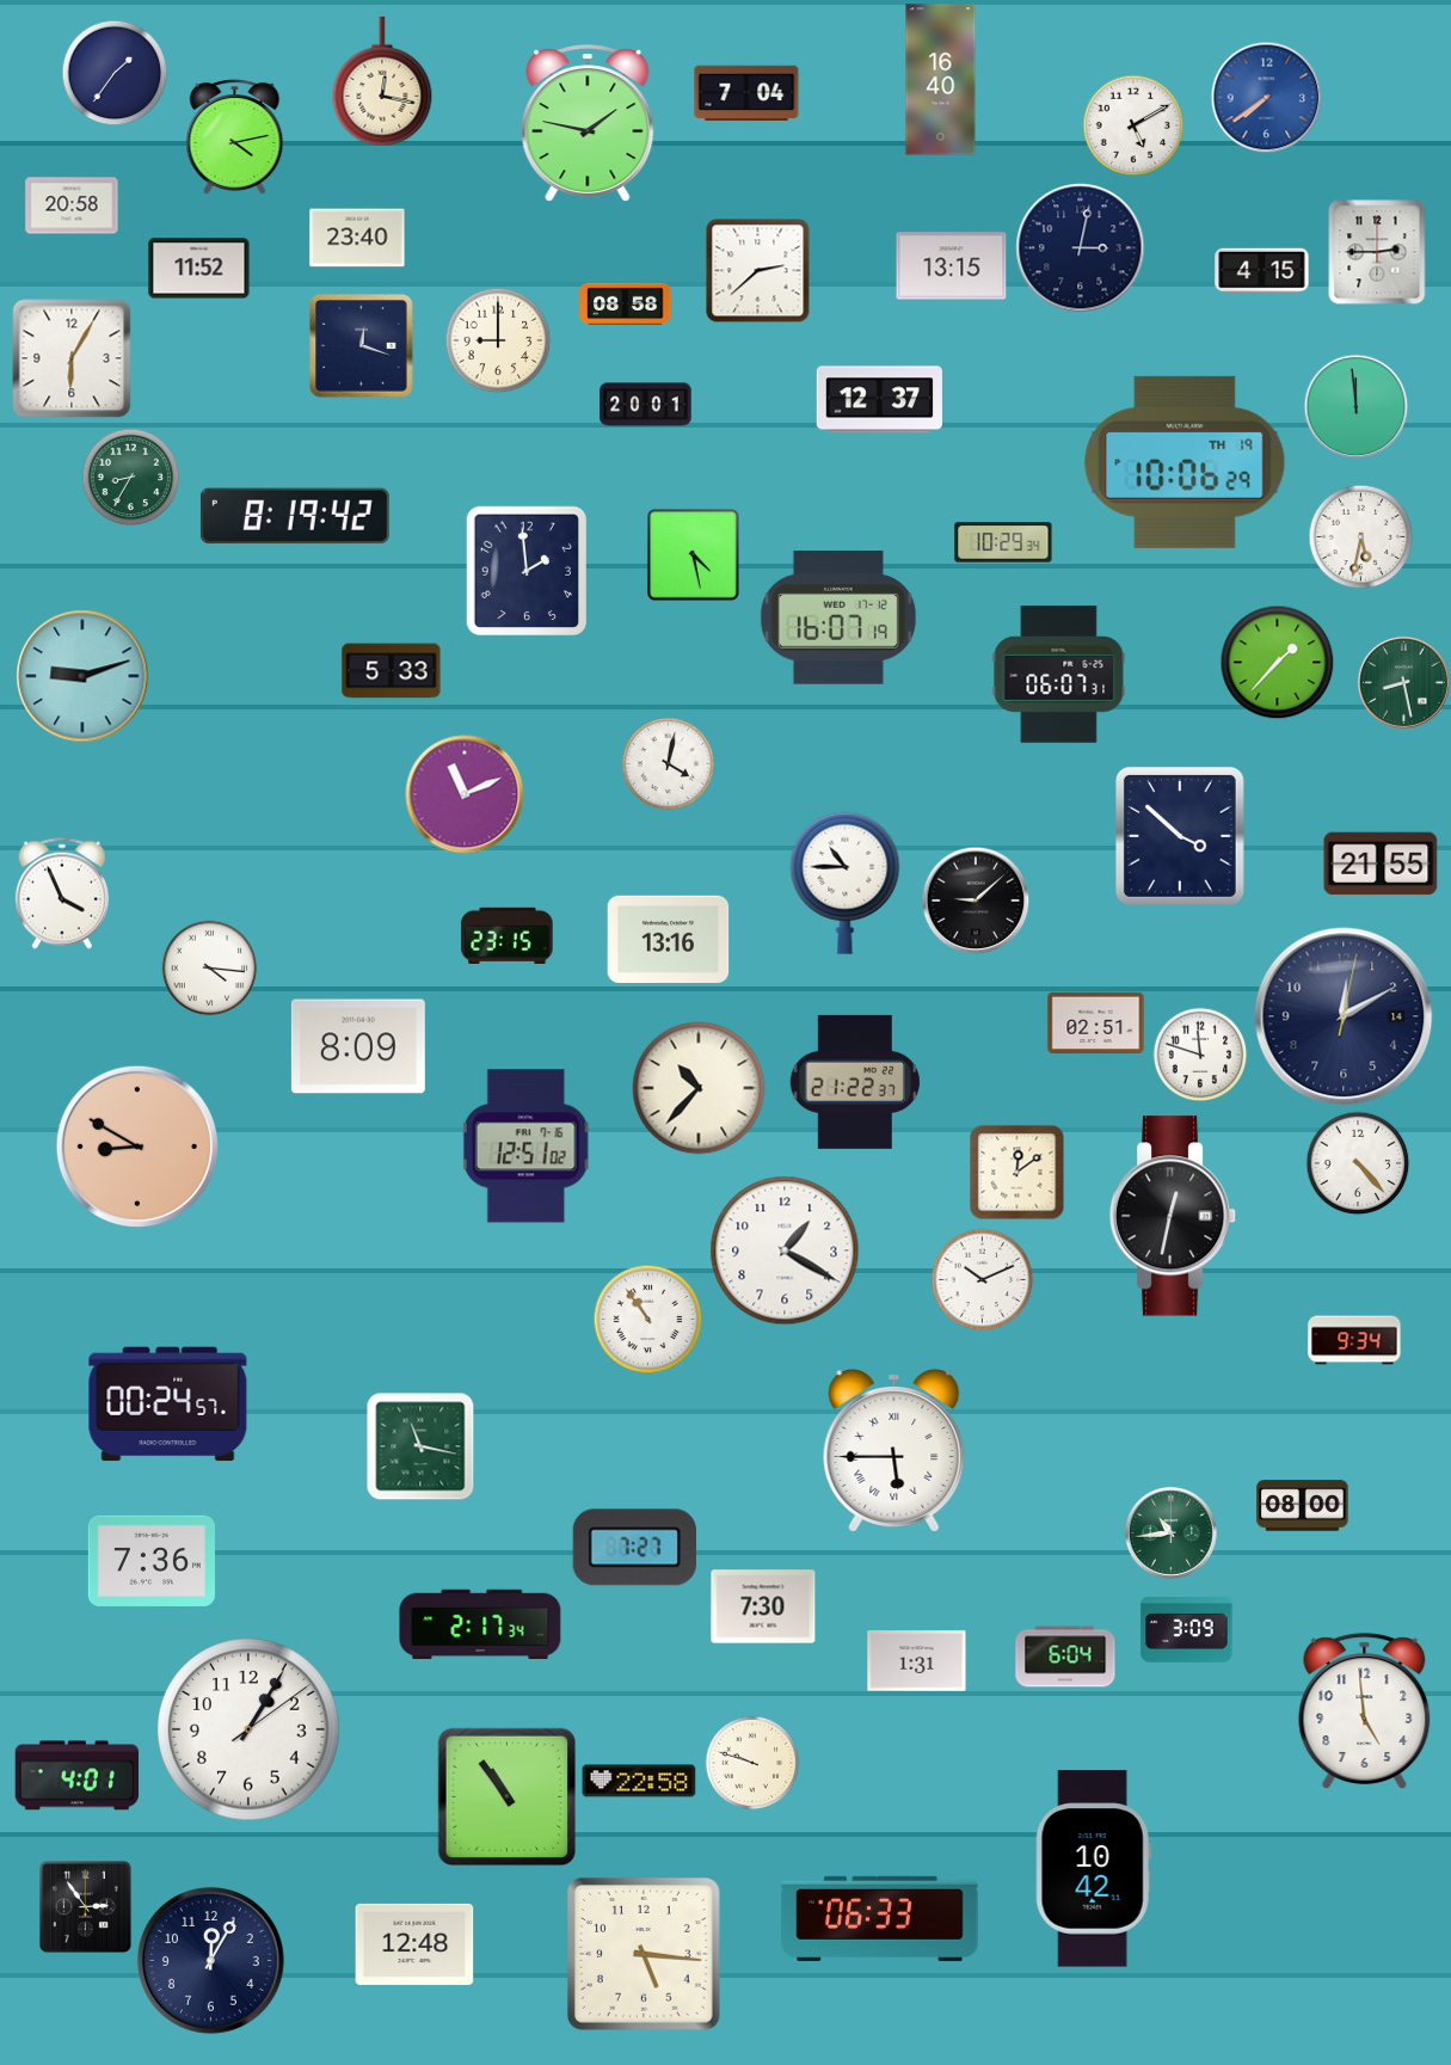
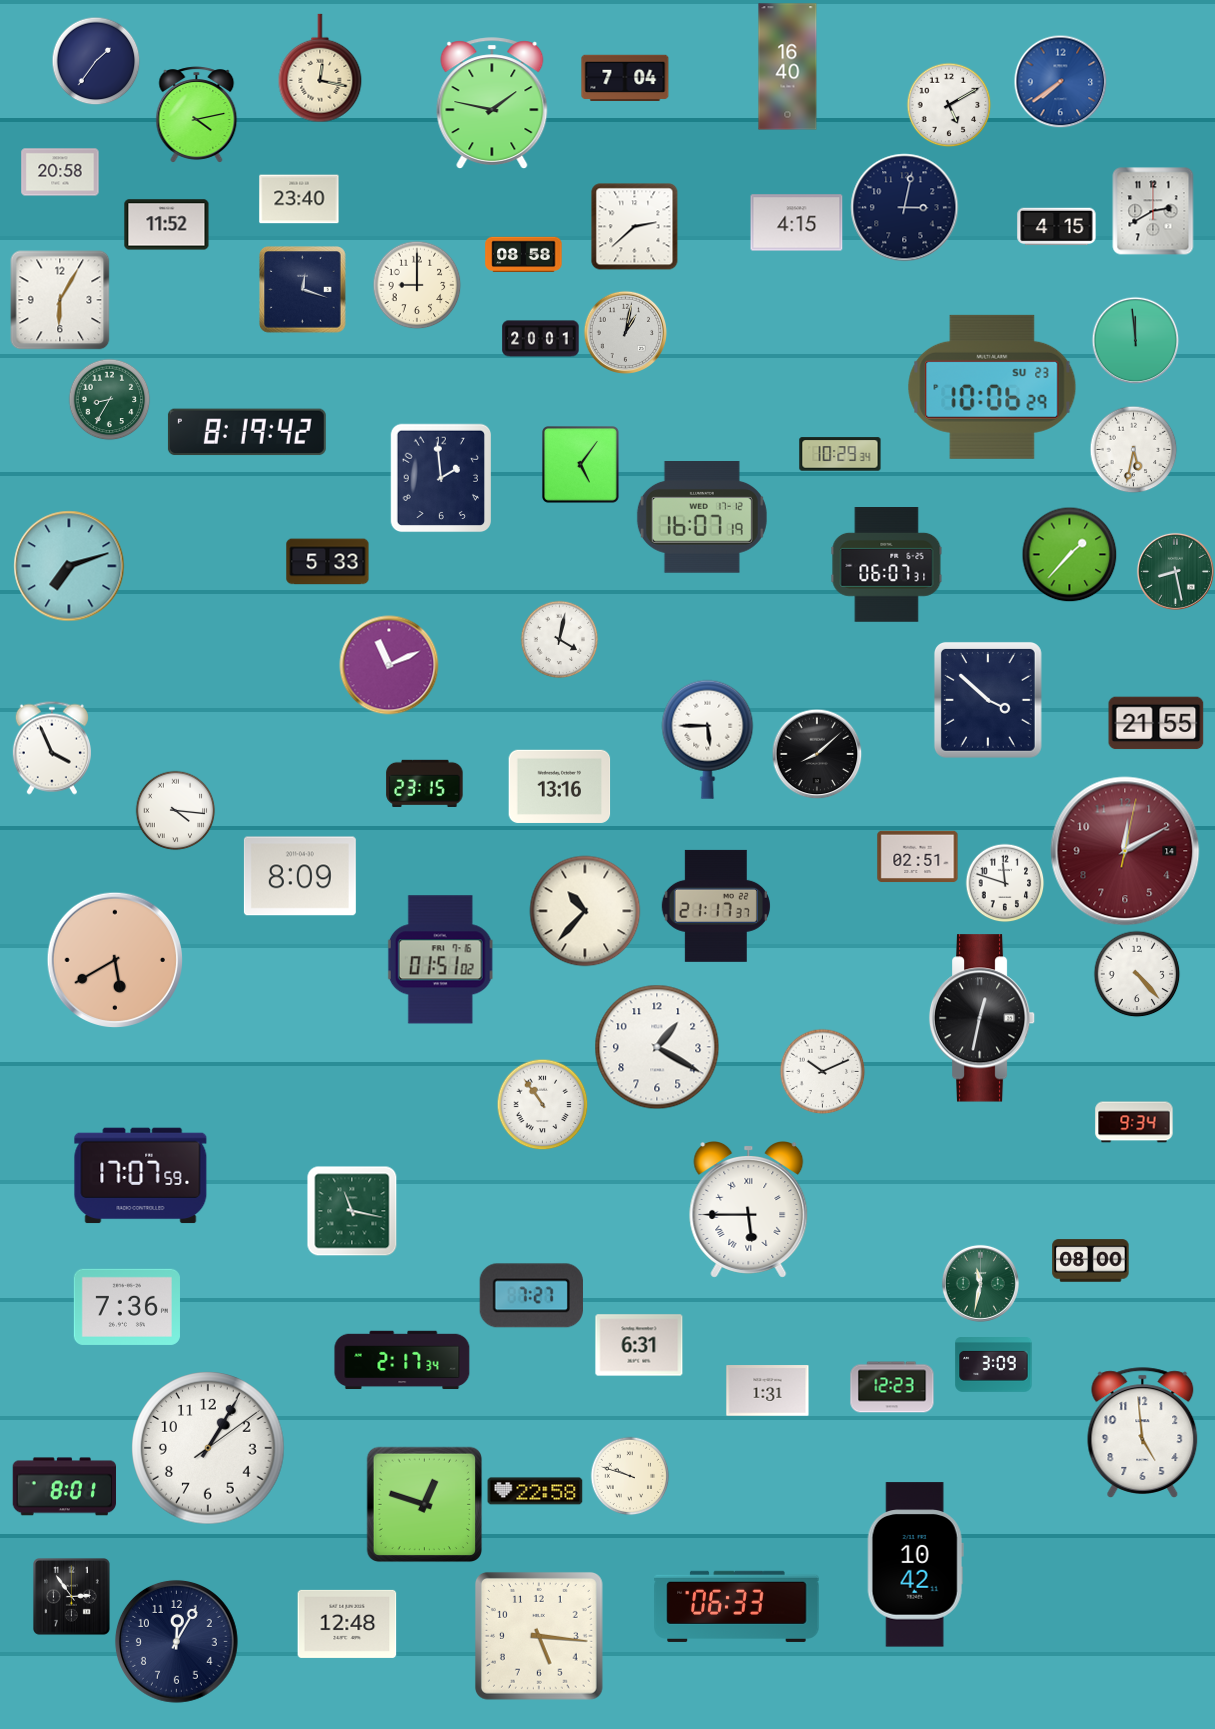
clock at (1377, 252): 2:45 -> 2:40
clock at (952, 266): 13:15 -> 4:15
clock at (625, 332): none -> 1:02
clock at (879, 400): 12:37 -> none
clock at (1185, 462) date: TH 19 -> SU 23
clock at (1360, 536) position: (1360, 536) -> (1133, 449)
clock at (694, 555): 4:28 -> 5:06
clock at (82, 676): 9:12 -> 7:12
clock at (846, 883): 10:45 -> 5:45
clock at (976, 901): 9:08 -> 8:08
clock at (1344, 1016) dial: navy -> burgundy
clock at (855, 1082): 21:22 -> 21:17
clock at (136, 1145): 8:50 -> 5:40
clock at (525, 1147): 12:51 -> 01:51
clock at (1016, 1172): 12:09 -> none
clock at (168, 1405): 00:24 -> 17:07
clock at (894, 1451) position: (894, 1451) -> (749, 1210)
clock at (1170, 1532): 10:44 -> 11:32
clock at (763, 1606): 7:30 -> 6:31
clock at (1065, 1657): 6:04 -> 12:23
clock at (78, 1776): 4:01 -> 8:01
clock at (508, 1797): 10:54 -> 12:48
clock at (414, 1944) position: (414, 1944) -> (347, 1624)
